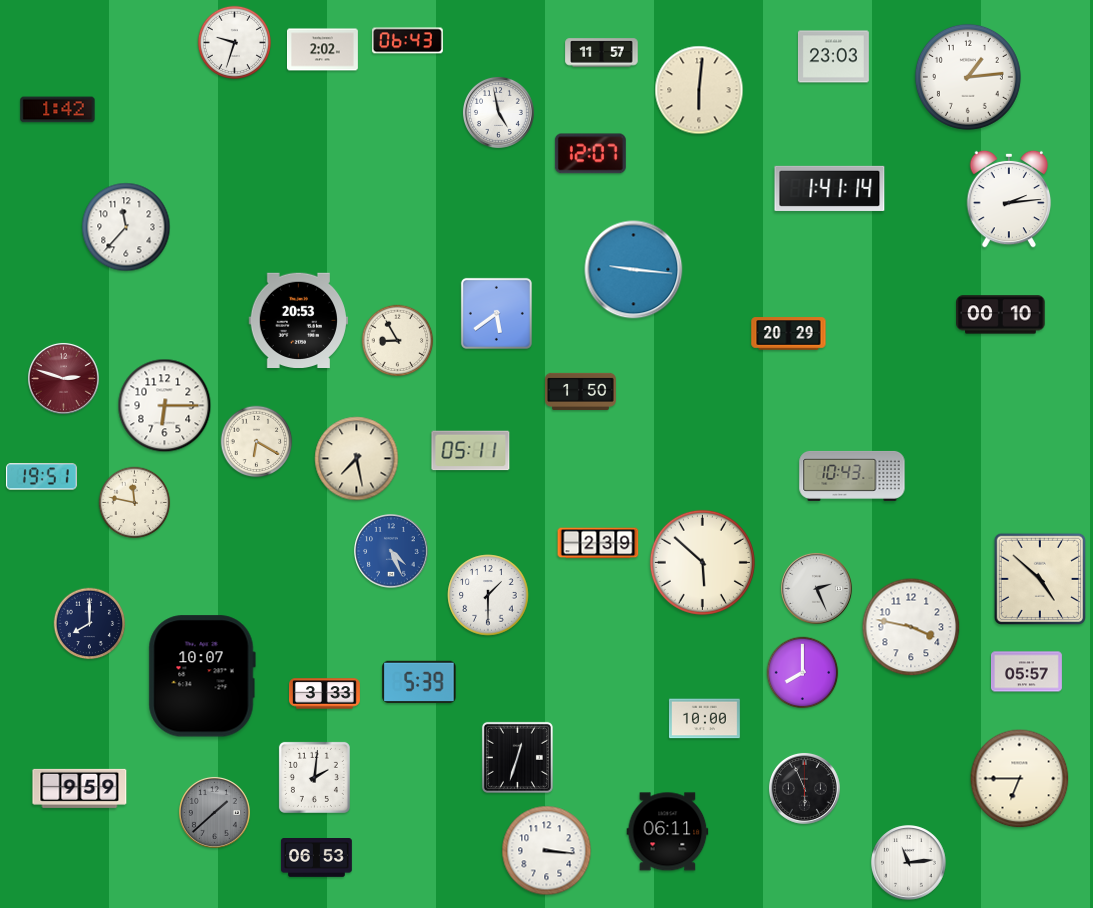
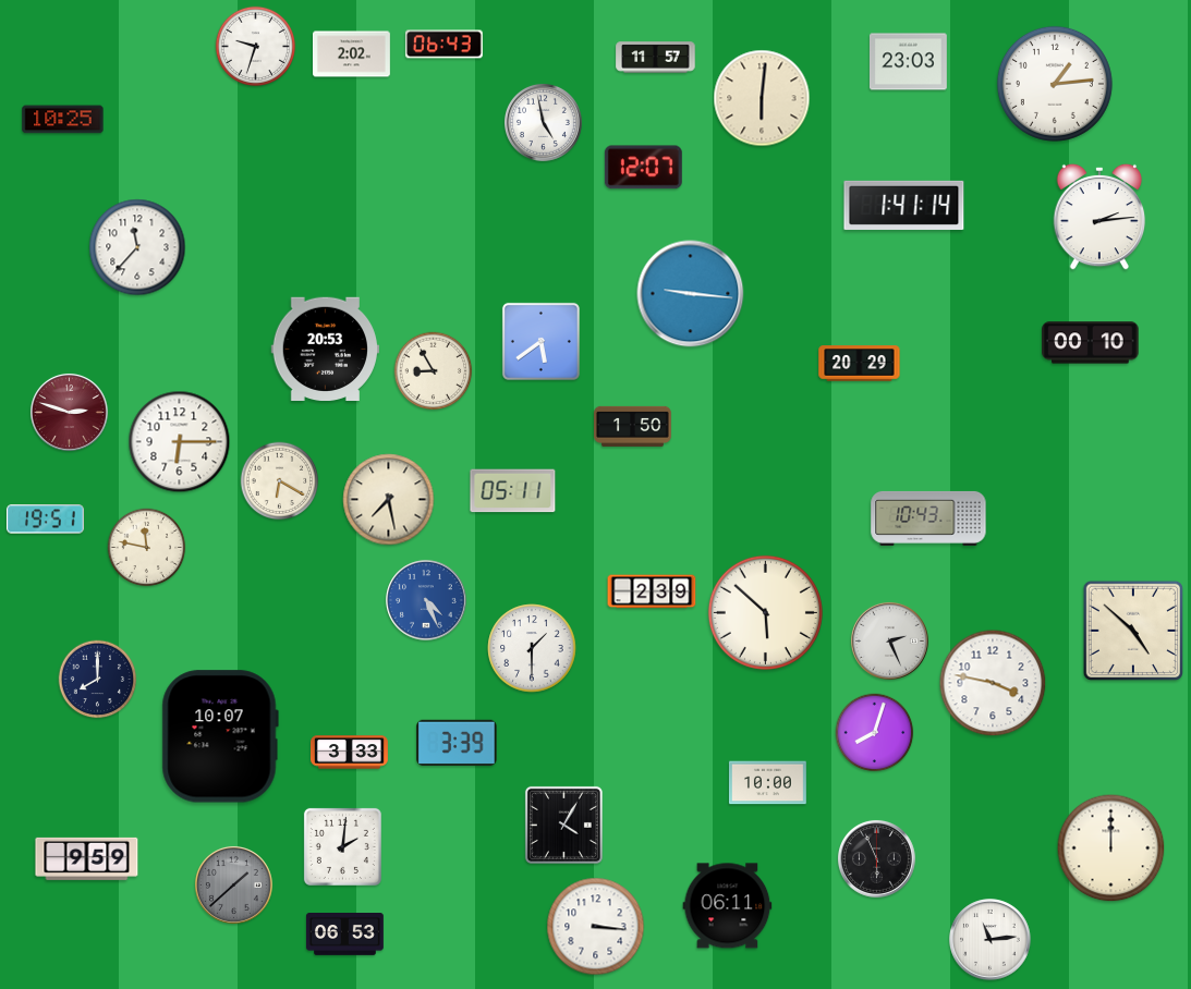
clock at (58, 110): 1:42 -> 10:25
clock at (1027, 672): 05:57 -> none
clock at (803, 673): 8:00 -> 8:03
clock at (419, 682): 5:39 -> 3:39
clock at (325, 694) position: (325, 694) -> (350, 753)
clock at (517, 757): 12:33 -> 4:05
clock at (1020, 779): 6:45 -> 12:00
